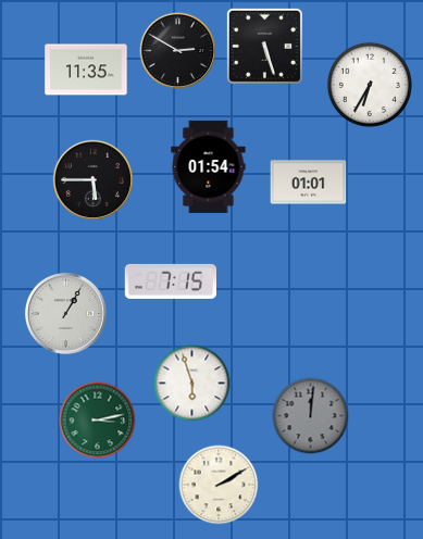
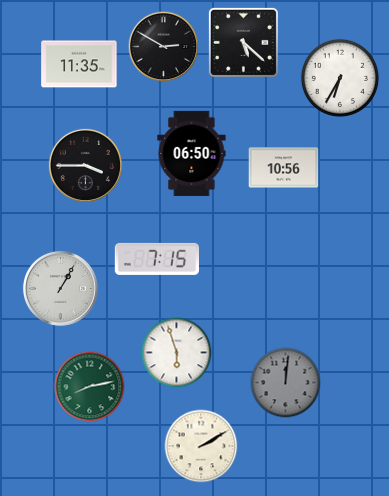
clock at (264, 46): 5:27 -> 5:22
clock at (209, 166): 01:54 -> 06:50
clock at (92, 179): 5:45 -> 3:45
clock at (309, 183): 01:01 -> 10:56
clock at (98, 421): 3:13 -> 8:13
